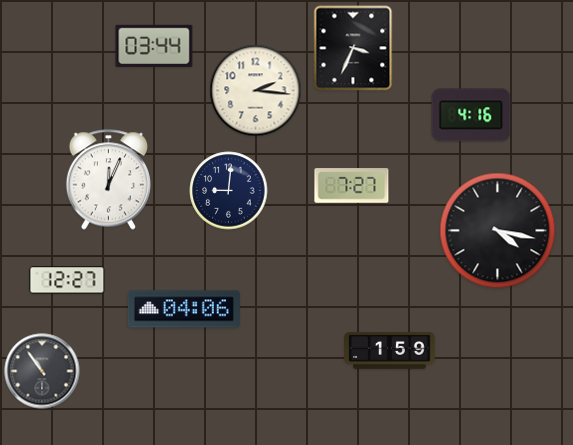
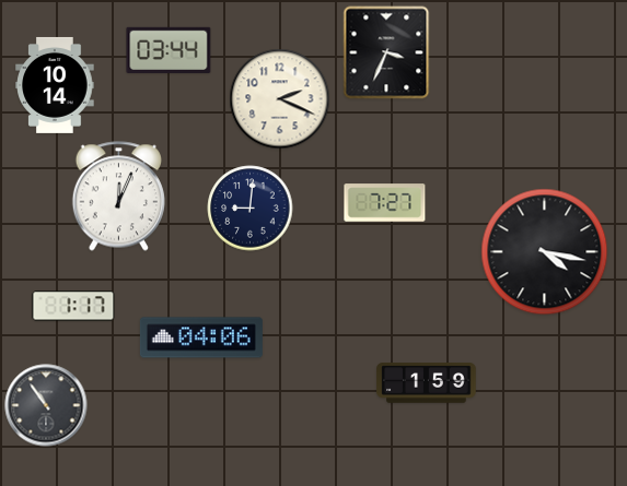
clock at (55, 85): none -> 10:14
clock at (256, 91): 2:16 -> 2:19
clock at (471, 115): 4:16 -> none
clock at (67, 280): 12:27 -> 1:17
